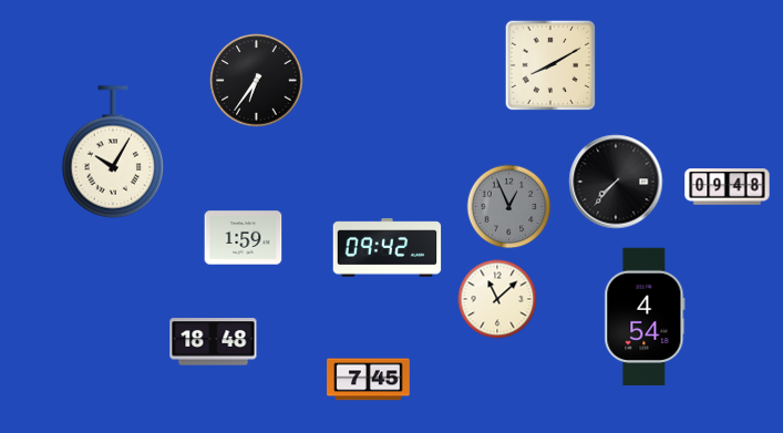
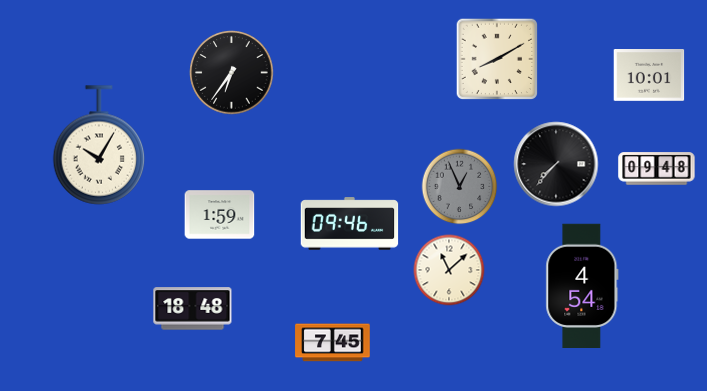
clock at (649, 75): none -> 10:01
clock at (113, 152) position: (113, 152) -> (99, 145)
clock at (388, 248): 09:42 -> 09:46
